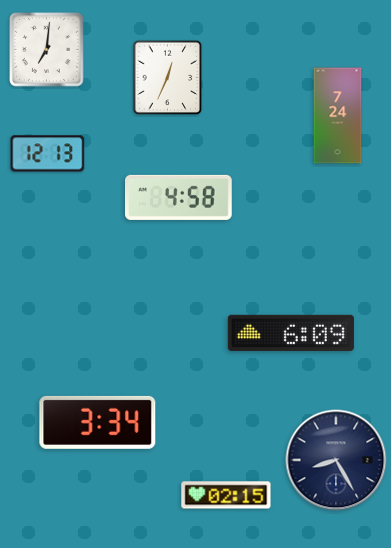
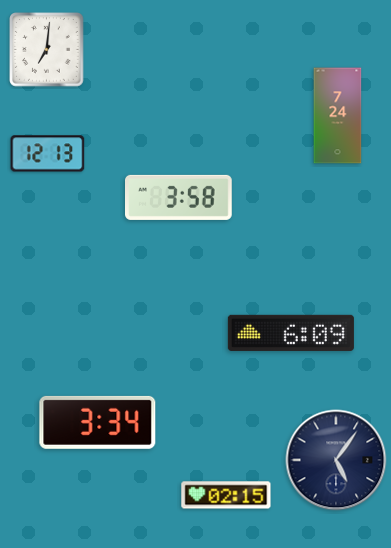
clock at (168, 78): 12:34 -> none
clock at (179, 197): 4:58 -> 3:58
clock at (336, 460): 8:25 -> 5:06
